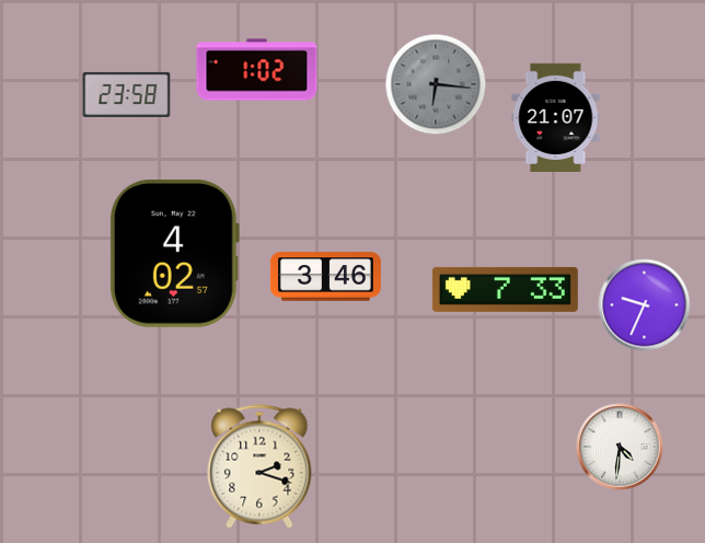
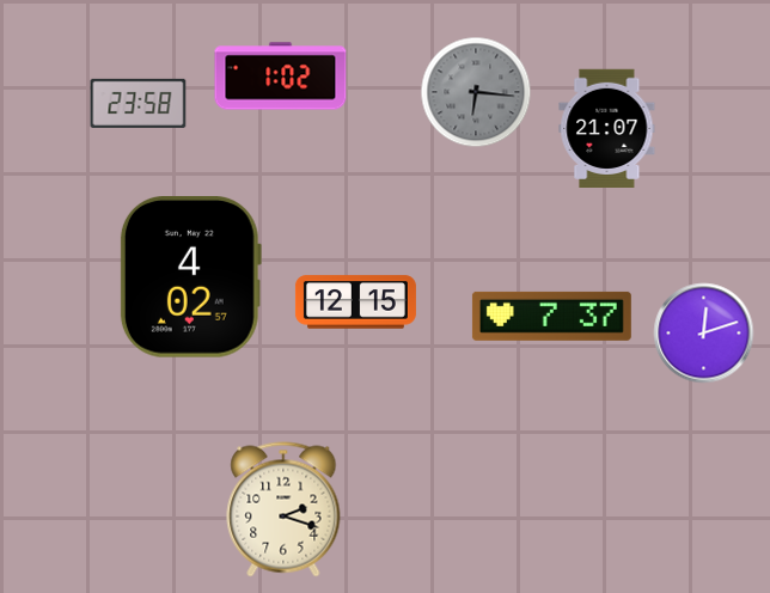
clock at (325, 277): 3:46 -> 12:15
clock at (505, 289): 7:33 -> 7:37
clock at (645, 305): 9:34 -> 12:12
clock at (620, 447): 4:31 -> none
